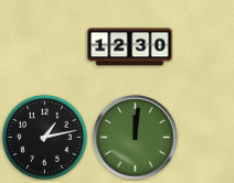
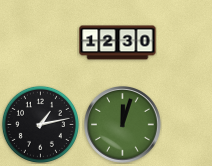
clock at (136, 138): 12:01 -> 12:03
